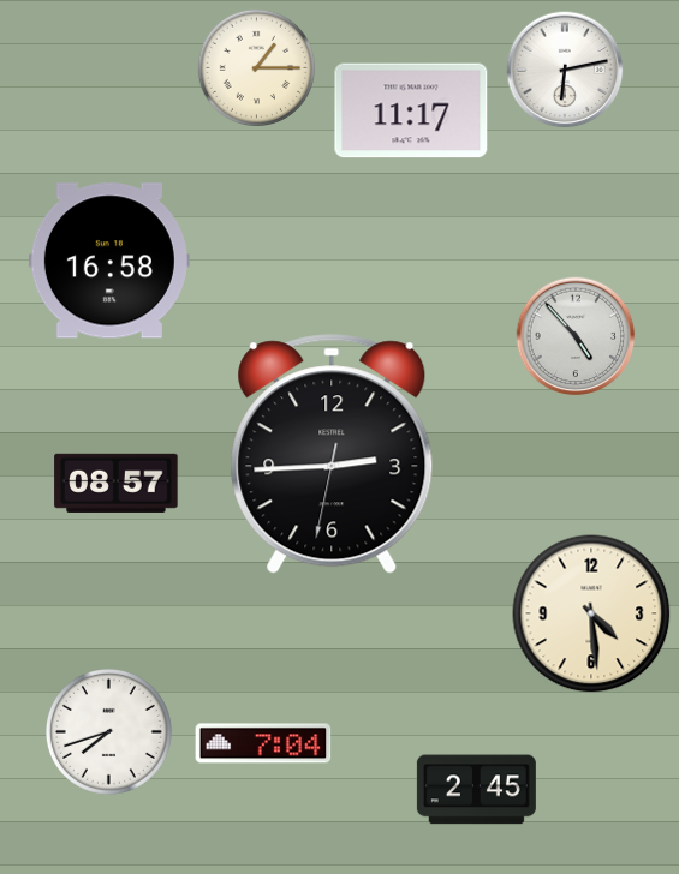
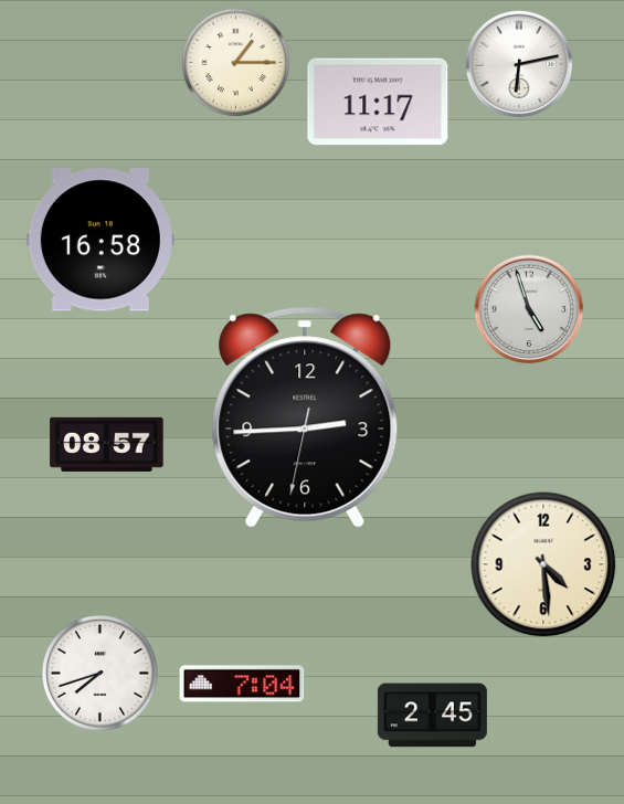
clock at (576, 336): 4:53 -> 4:57
clock at (476, 790) position: (476, 790) -> (432, 716)
